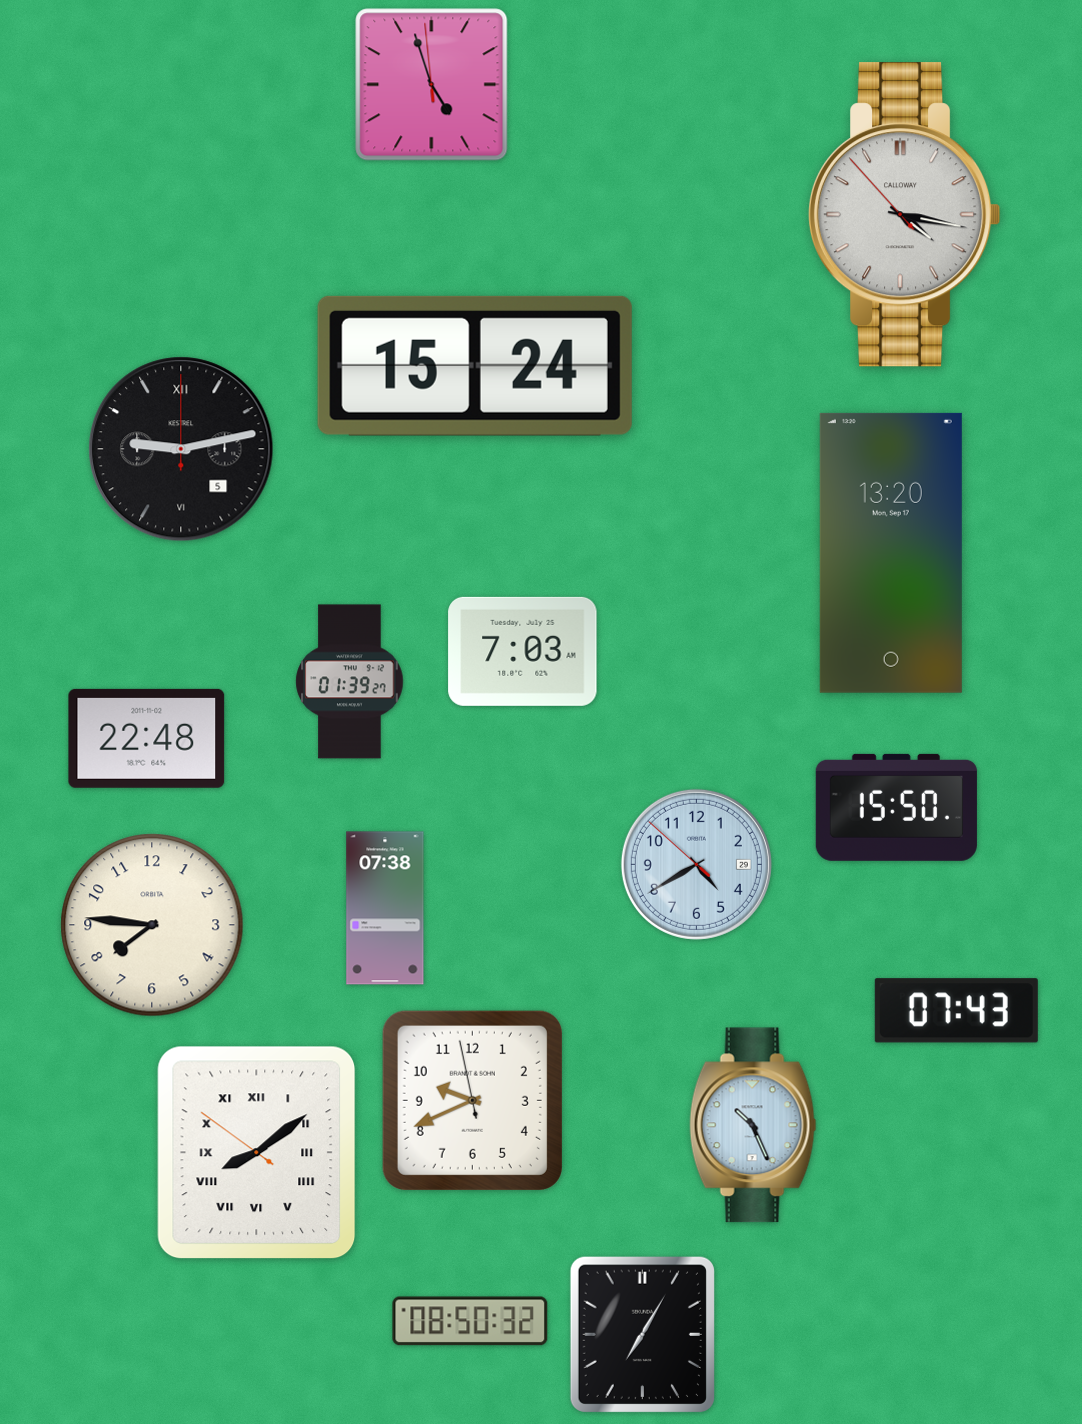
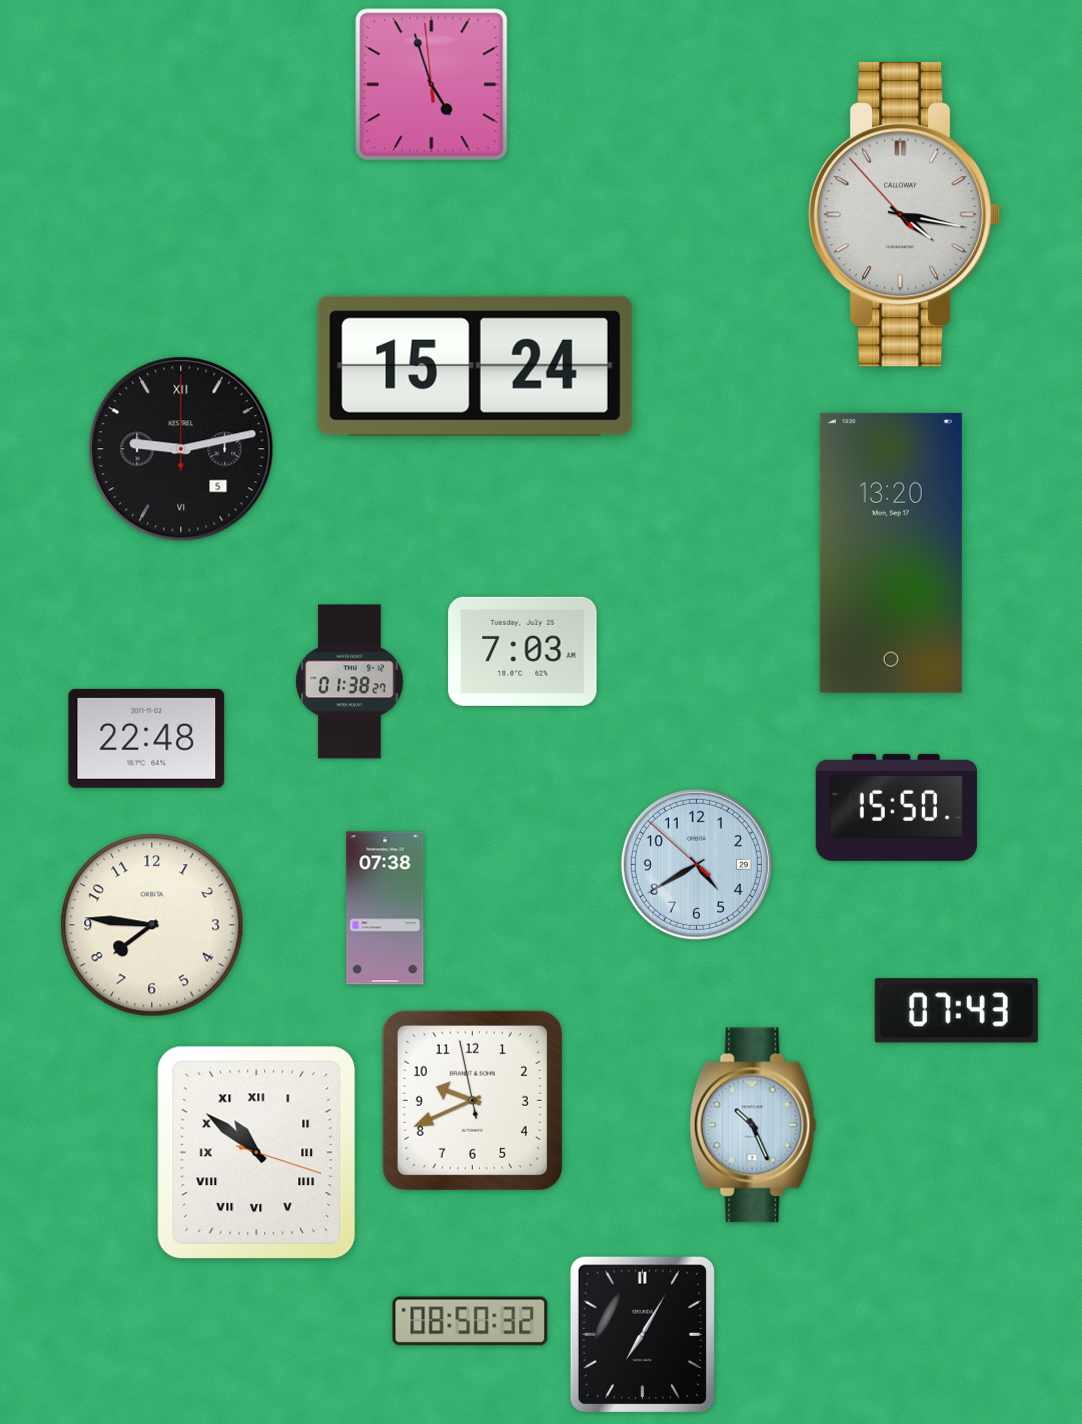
clock at (350, 682): 01:39 -> 01:38
clock at (257, 1153): 8:08 -> 10:51
